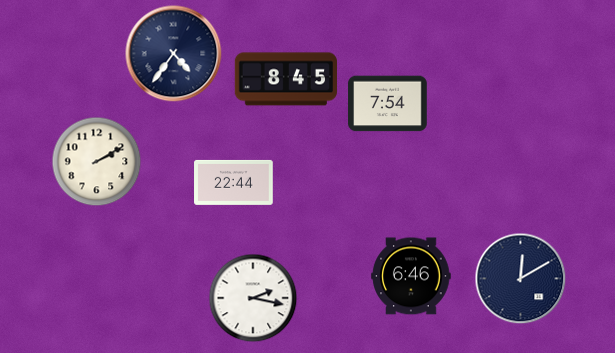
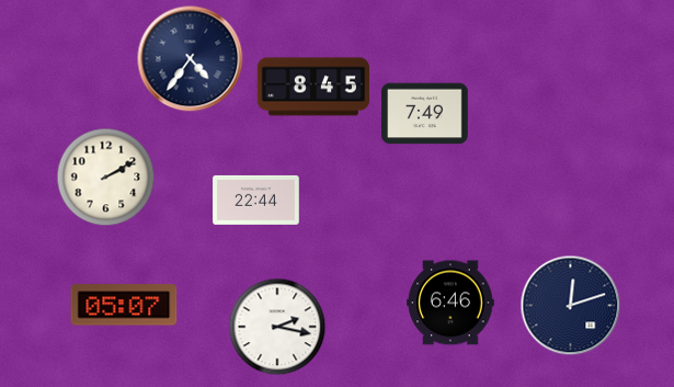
clock at (388, 104): 7:54 -> 7:49
clock at (124, 305): none -> 05:07
clock at (521, 279): 12:10 -> 12:12
